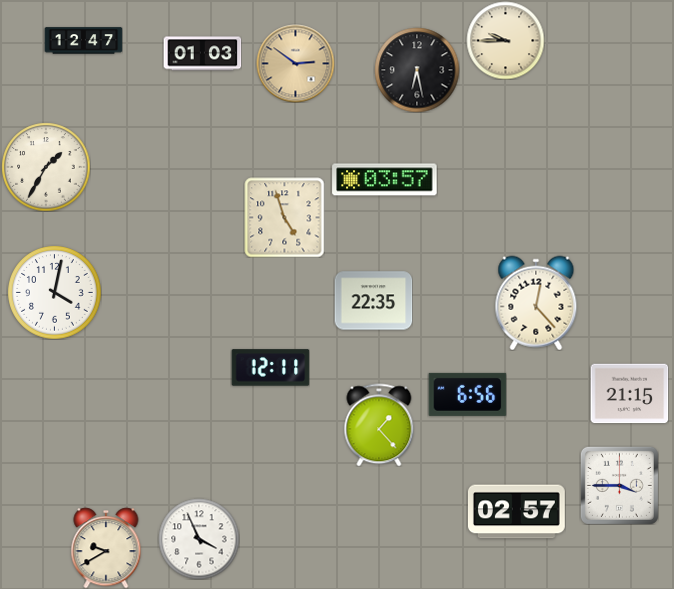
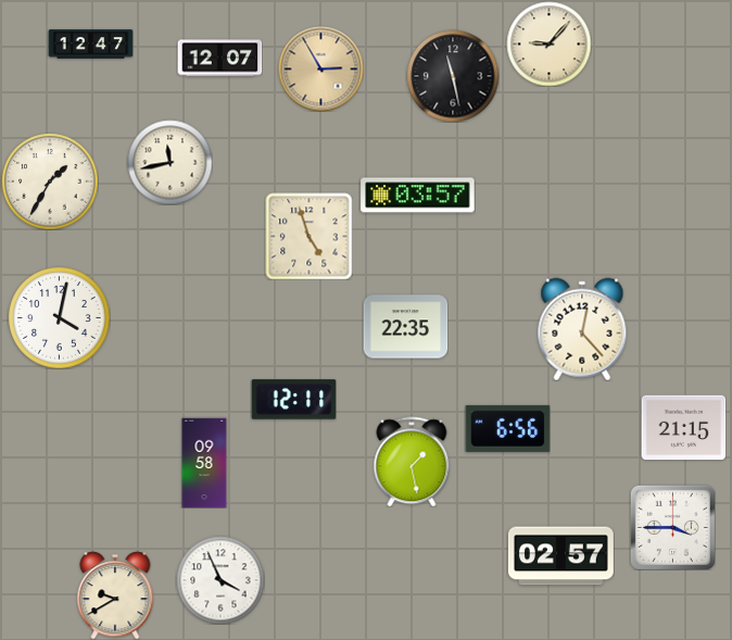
clock at (505, 40): 9:45 -> 9:07
clock at (202, 54): 01:03 -> 12:07
clock at (295, 63): 2:51 -> 2:55
clock at (417, 70): 6:28 -> 11:28
clock at (169, 162): none -> 11:43
clock at (379, 425): 1:23 -> 1:28
clock at (204, 463): none -> 09:58
clock at (199, 539) position: (199, 539) -> (220, 580)
